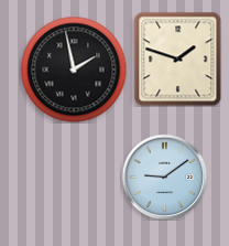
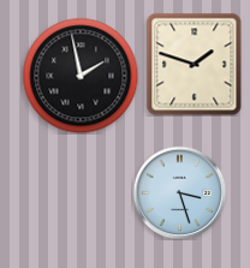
clock at (164, 177): 9:09 -> 3:27
